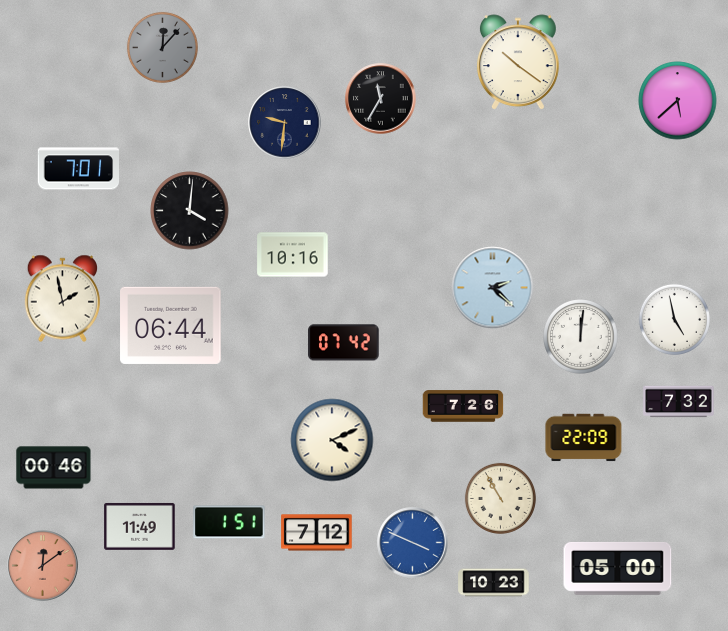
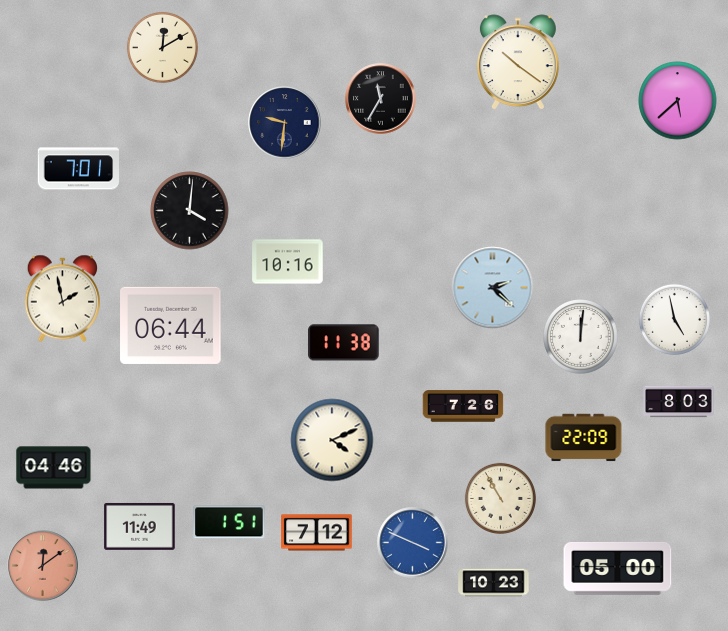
clock at (162, 47): 12:07 -> 12:10
clock at (162, 47) dial: grey -> cream
clock at (293, 255) position: (293, 255) -> (288, 262)
clock at (344, 343): 07:42 -> 11:38
clock at (679, 402): 7:32 -> 8:03
clock at (54, 468): 00:46 -> 04:46
